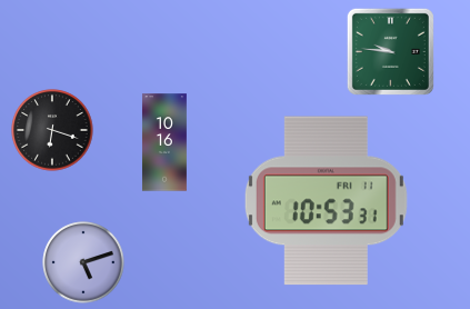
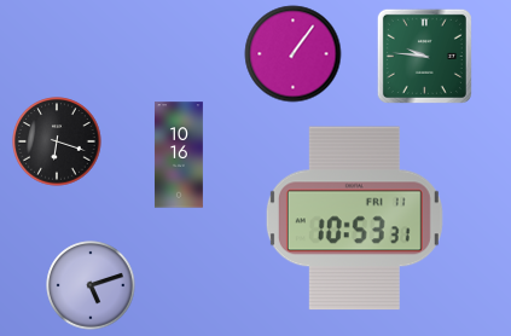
clock at (294, 54): none -> 1:06
